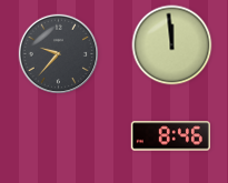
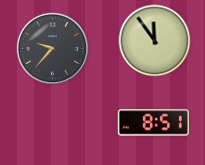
clock at (172, 45): 11:59 -> 11:54
clock at (170, 136): 8:46 -> 8:51
